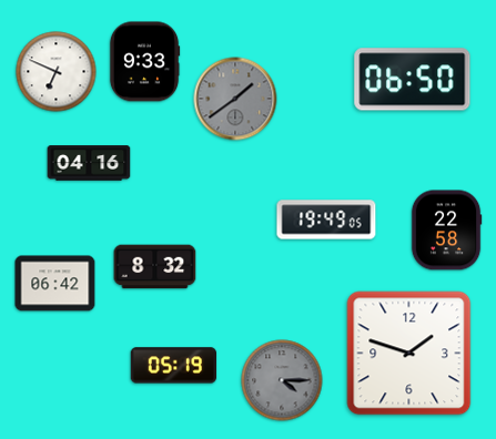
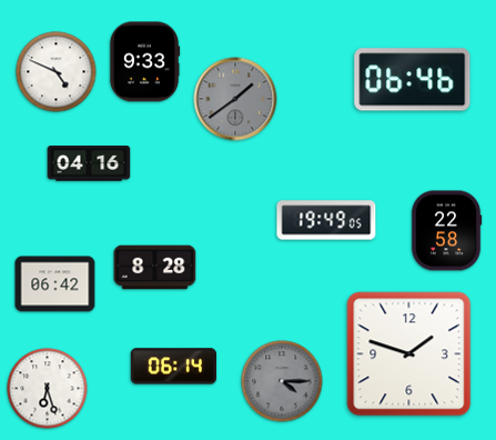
clock at (57, 72): 6:49 -> 4:49
clock at (413, 80): 06:50 -> 06:46
clock at (155, 267): 8:32 -> 8:28
clock at (174, 366): 05:19 -> 06:14
clock at (48, 389): none -> 6:27
